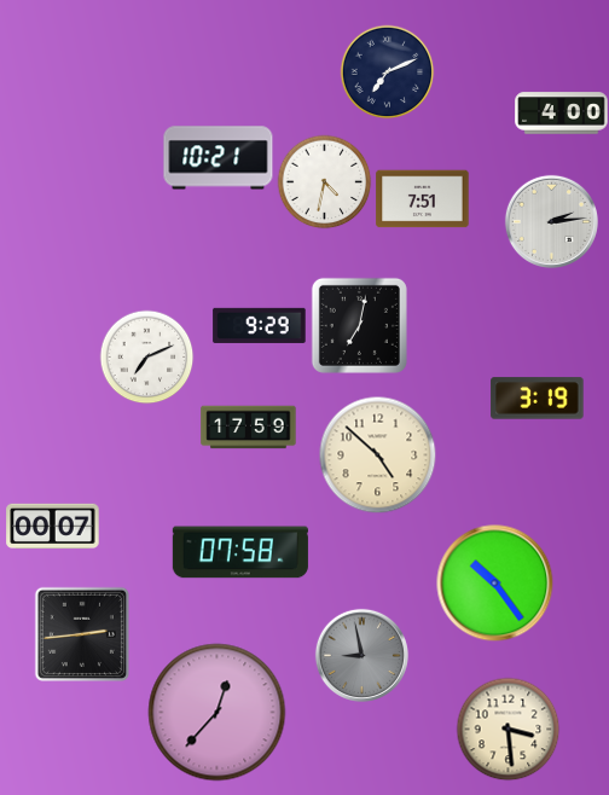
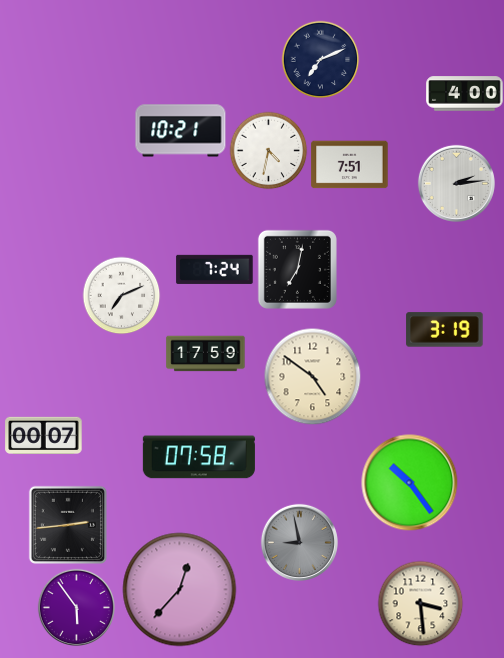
clock at (260, 325): 9:29 -> 7:24
clock at (377, 454): 4:52 -> 4:51
clock at (76, 607): none -> 5:54
